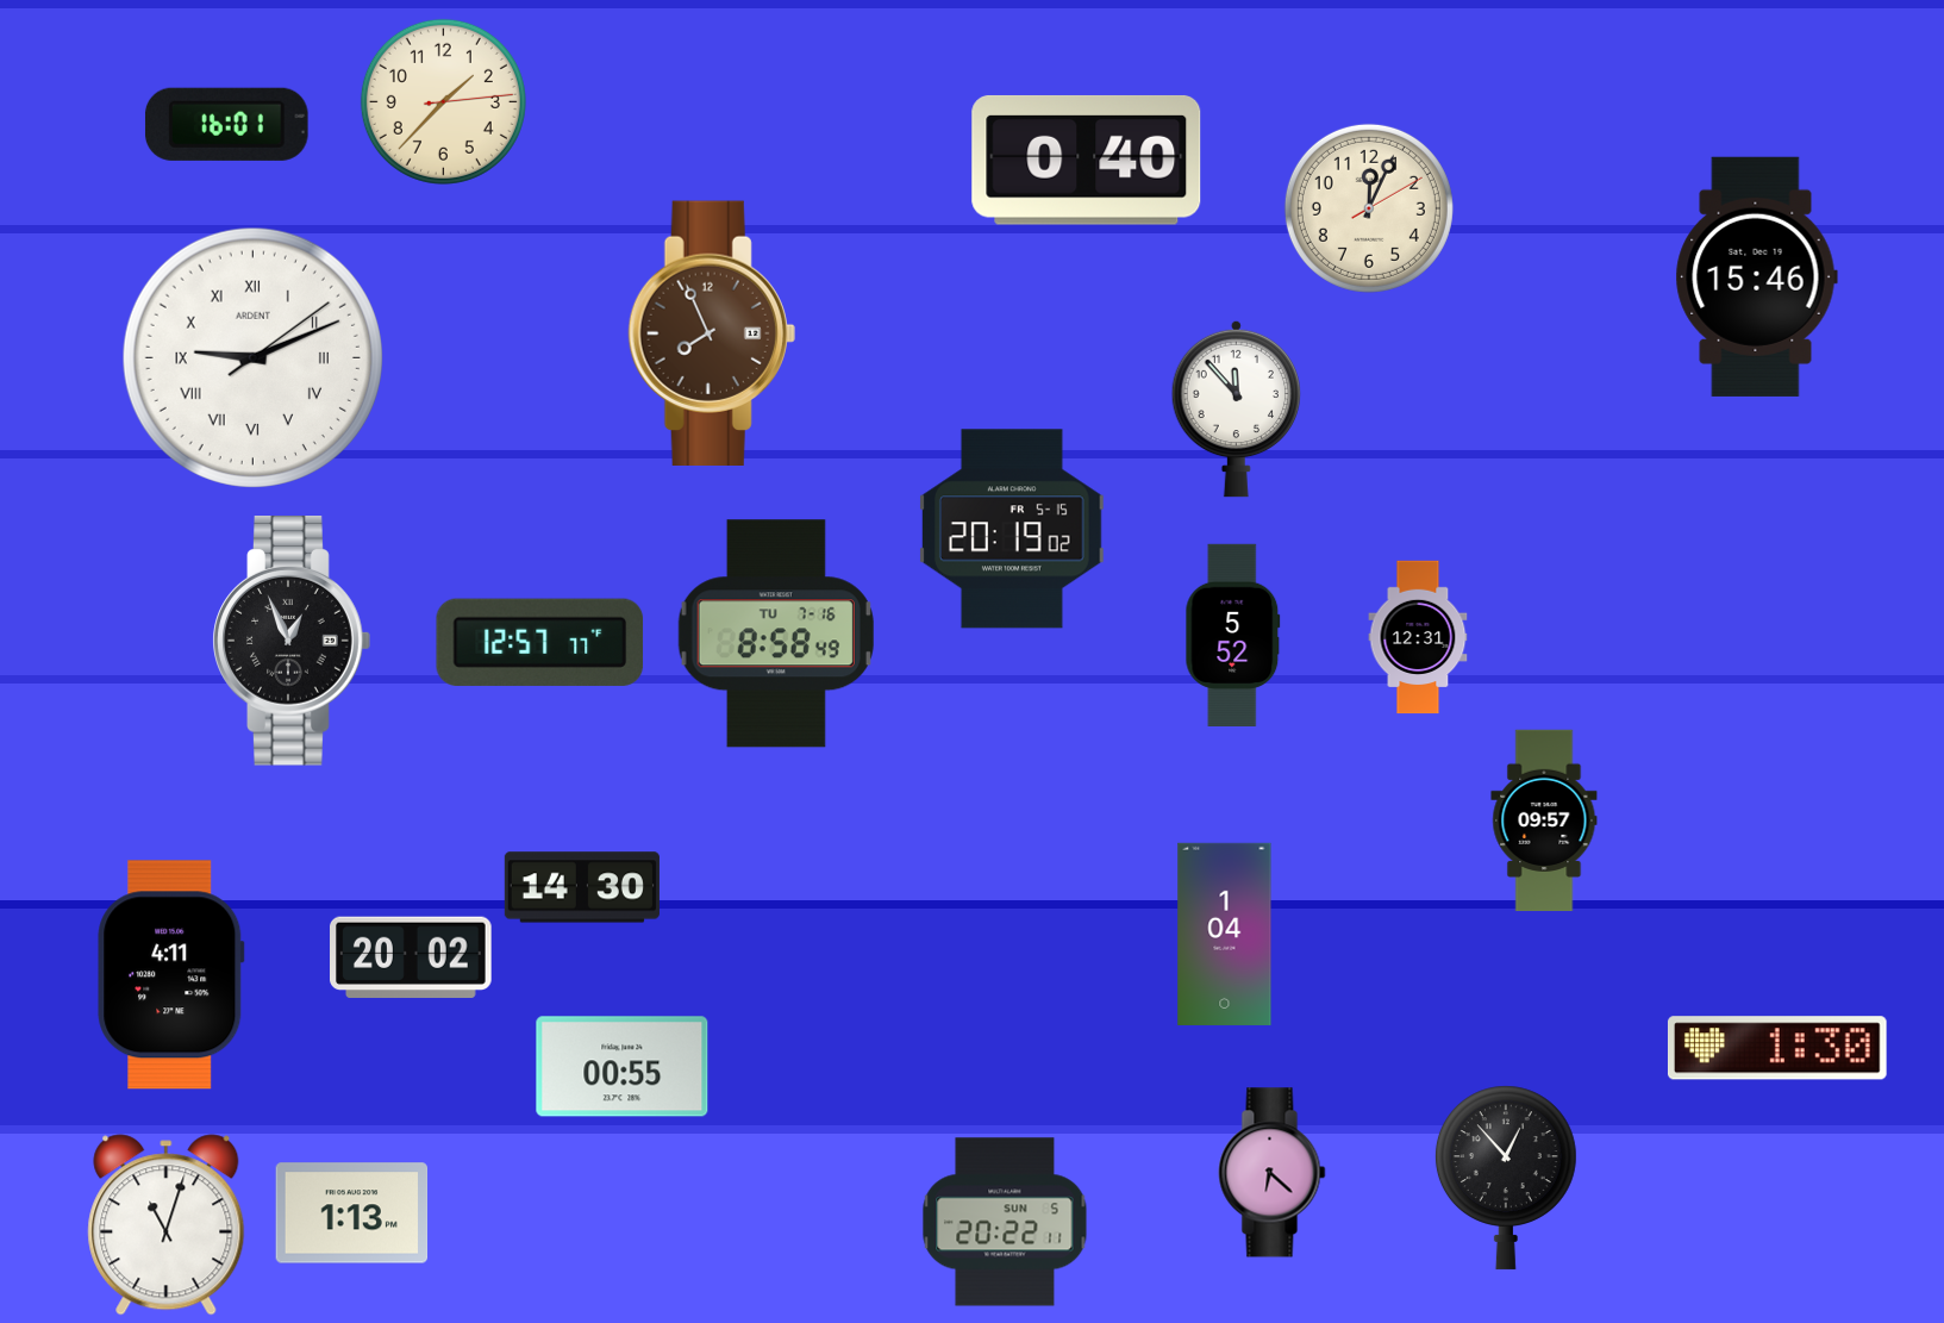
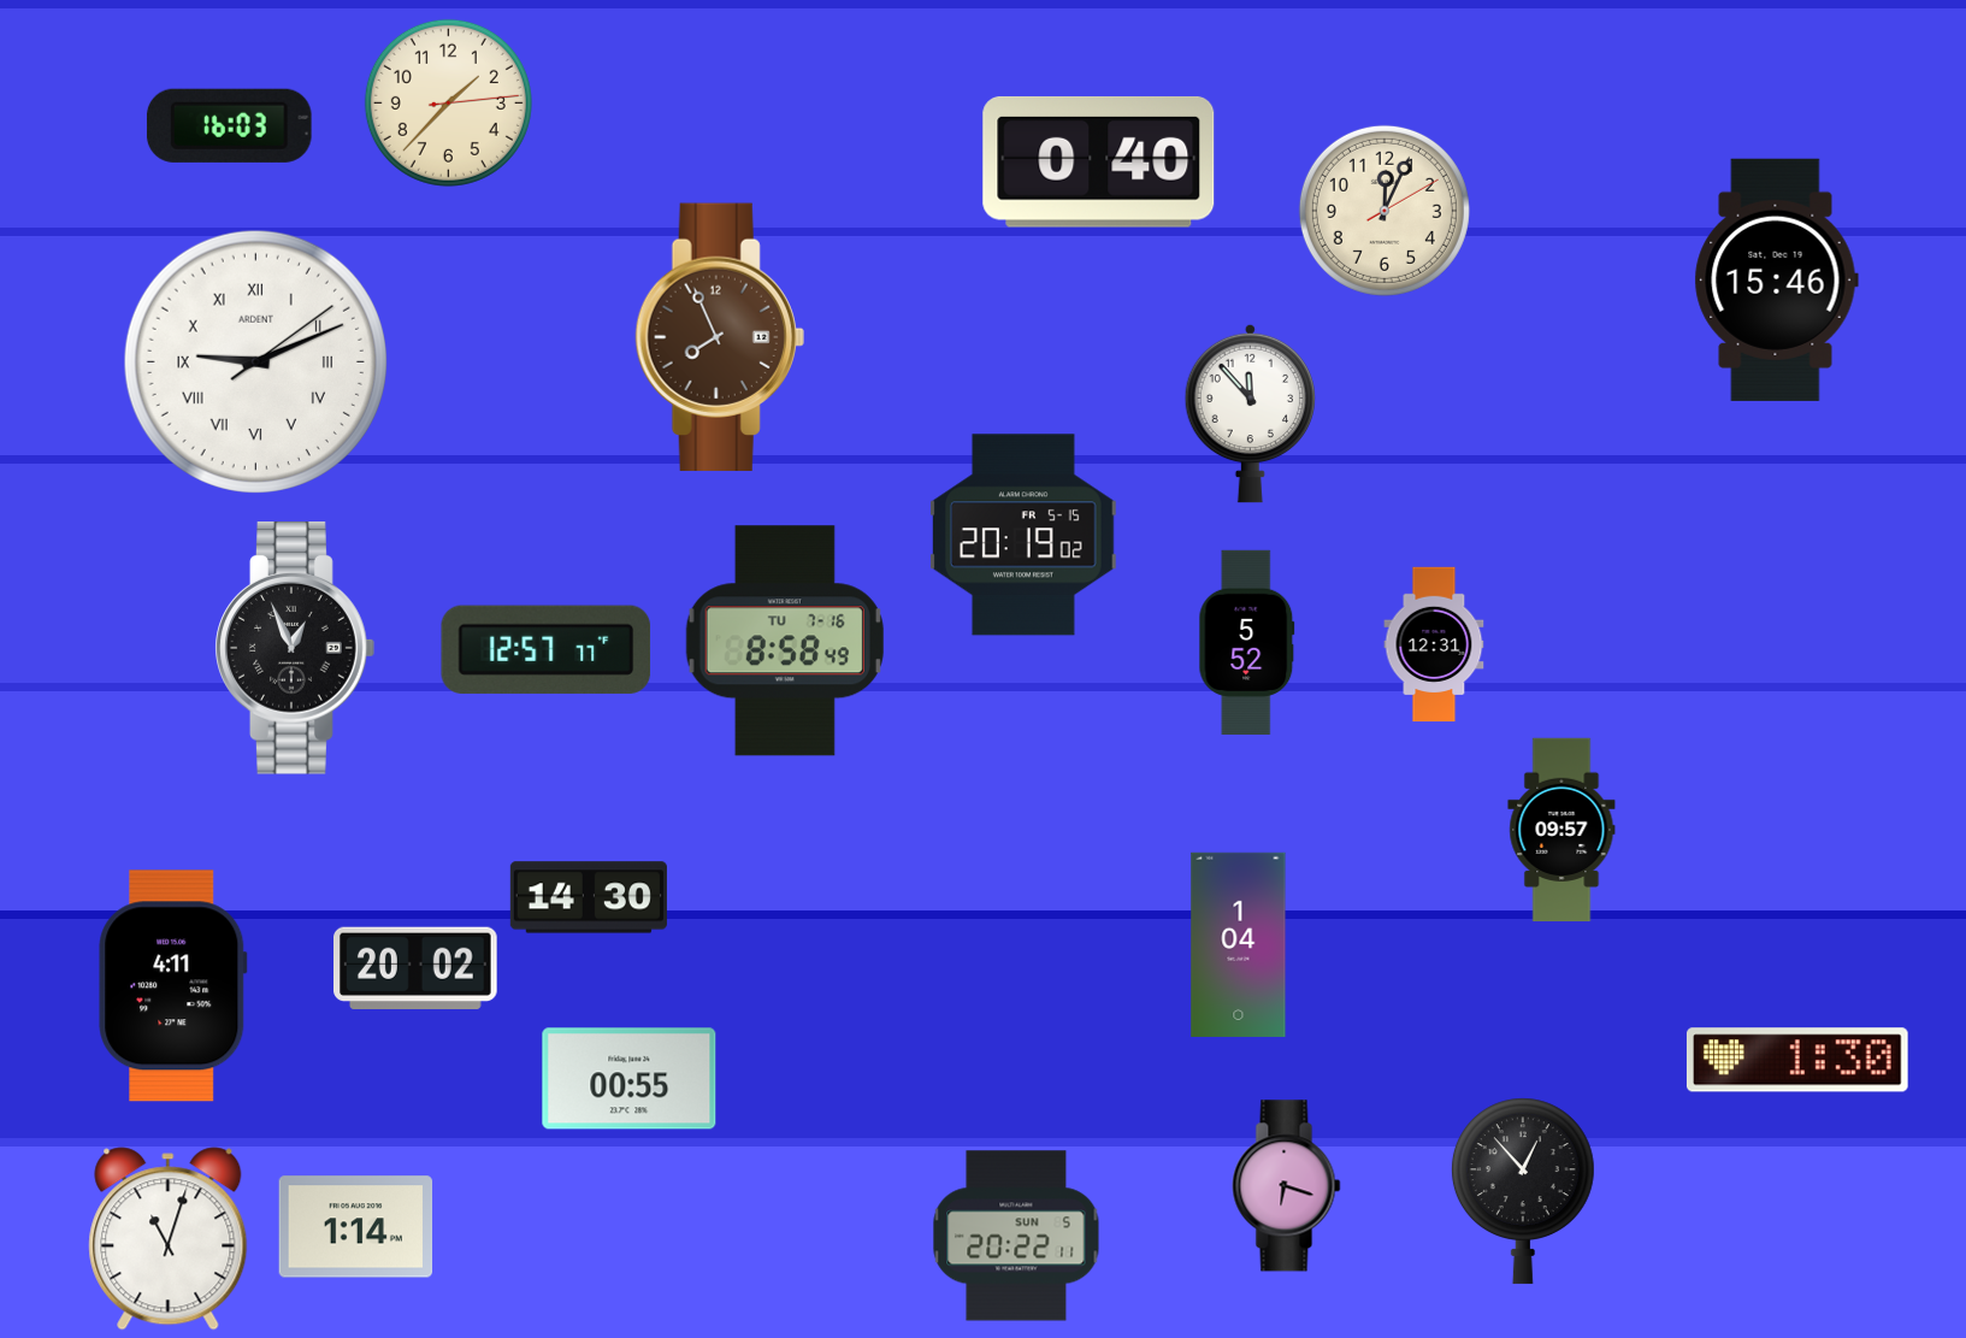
clock at (226, 124): 16:01 -> 16:03
clock at (1273, 1173): 6:22 -> 6:18
clock at (352, 1213): 1:13 -> 1:14
